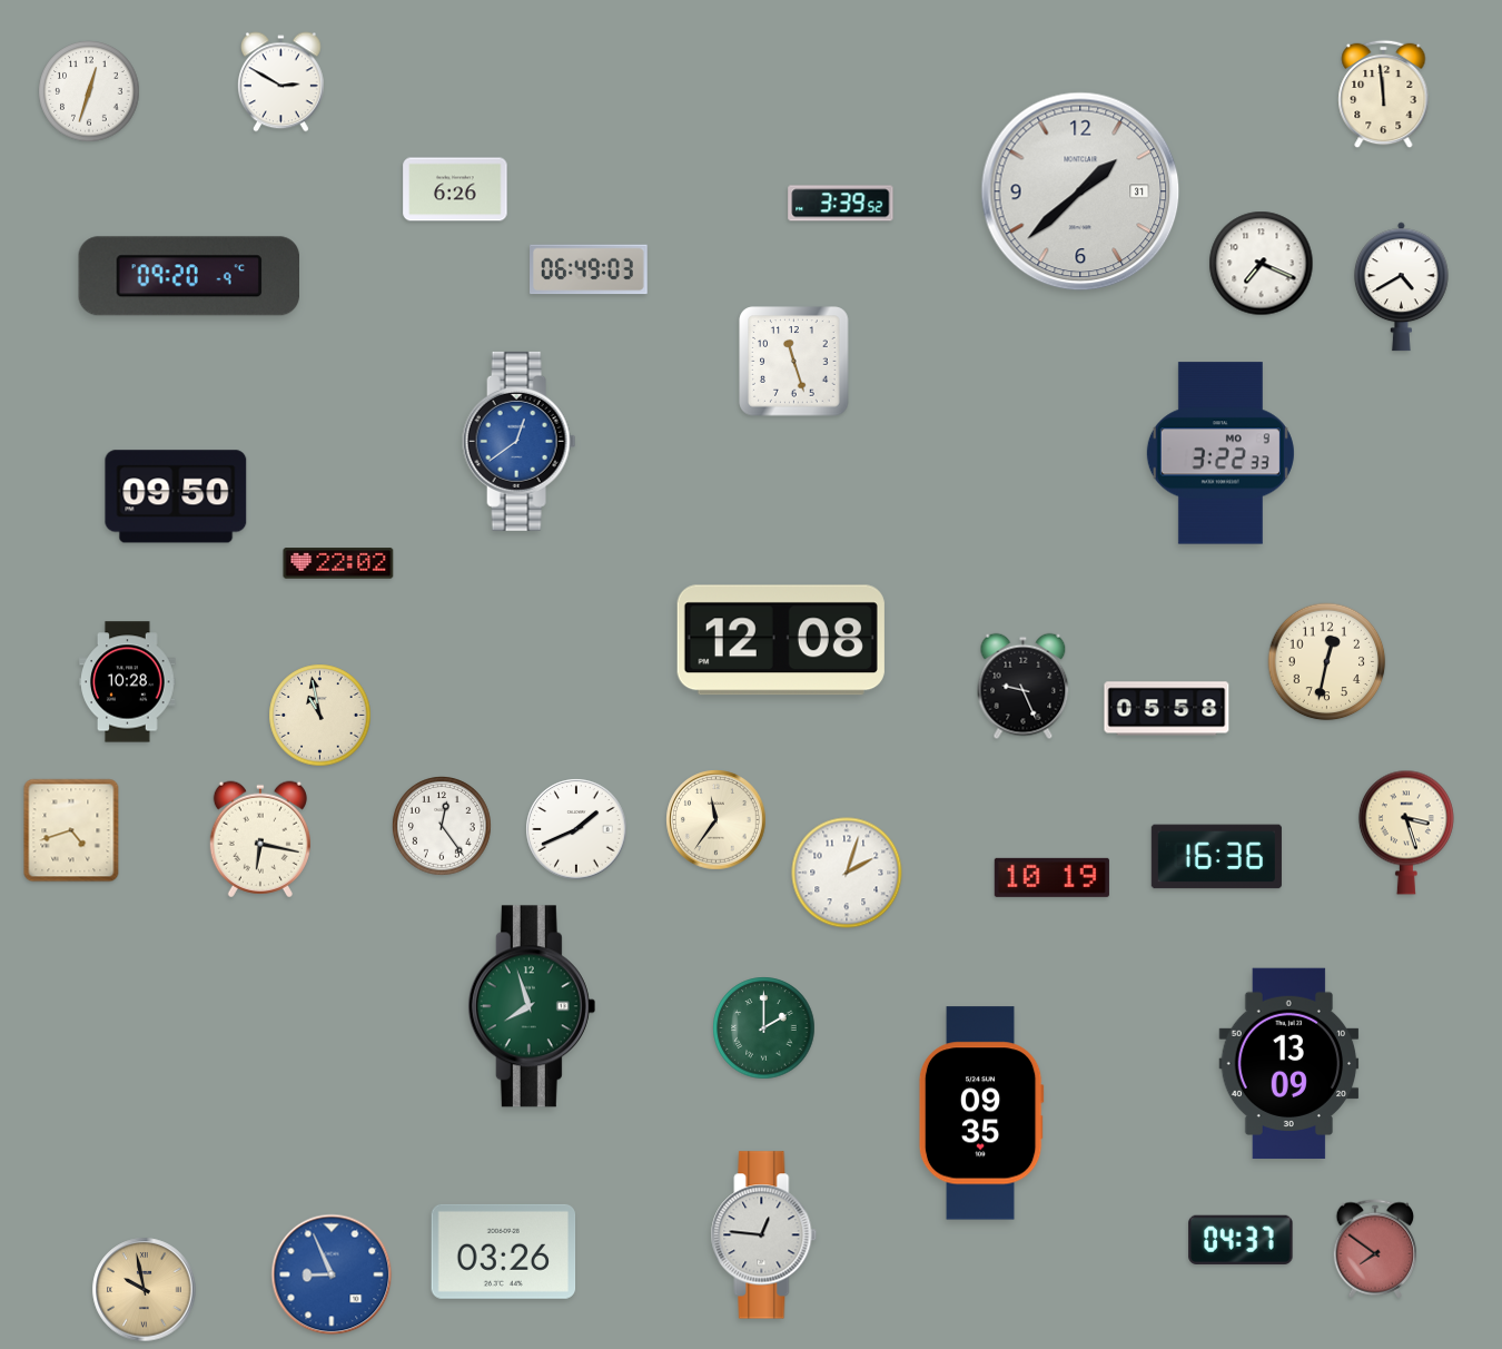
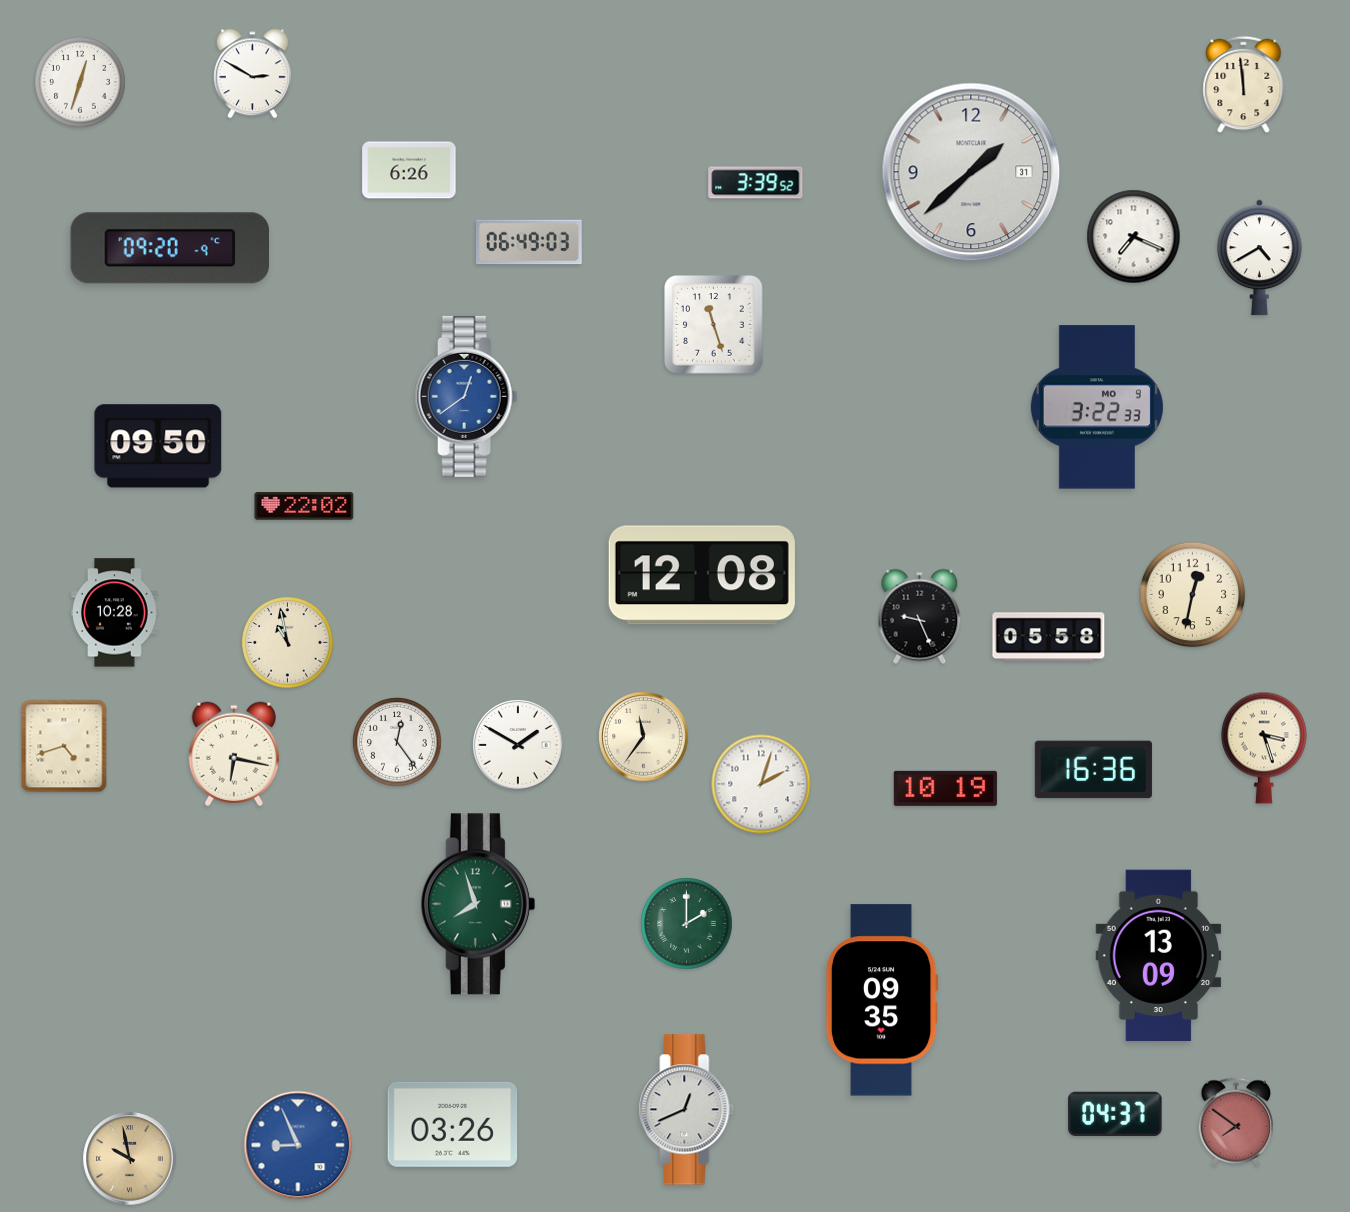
clock at (576, 829): 1:41 -> 1:50
clock at (764, 1235): 12:46 -> 12:41
